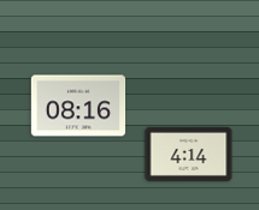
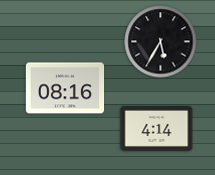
clock at (161, 42): none -> 5:35
